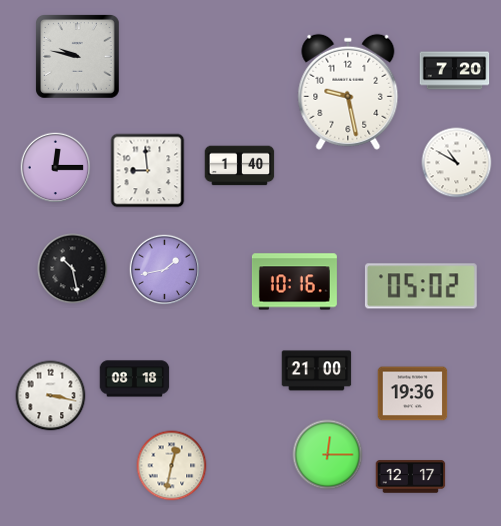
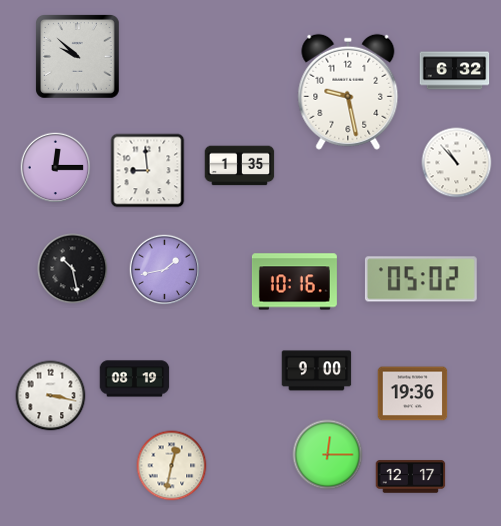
clock at (78, 57): 9:47 -> 9:52
clock at (455, 71): 7:20 -> 6:32
clock at (457, 163): 10:50 -> 10:53
clock at (240, 166): 1:40 -> 1:35
clock at (421, 286) position: (421, 286) -> (421, 279)
clock at (317, 371): 21:00 -> 9:00
clock at (135, 379): 08:18 -> 08:19
